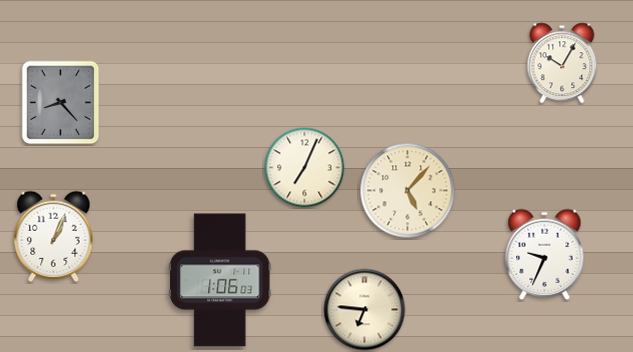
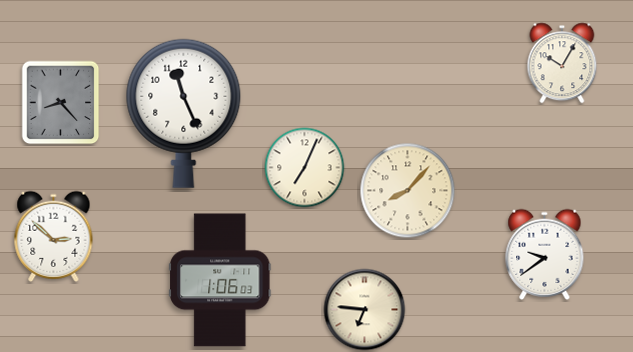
clock at (184, 113): none -> 11:26
clock at (408, 191): 5:07 -> 8:07
clock at (54, 236): 1:04 -> 2:52
clock at (545, 254): 9:34 -> 9:39
